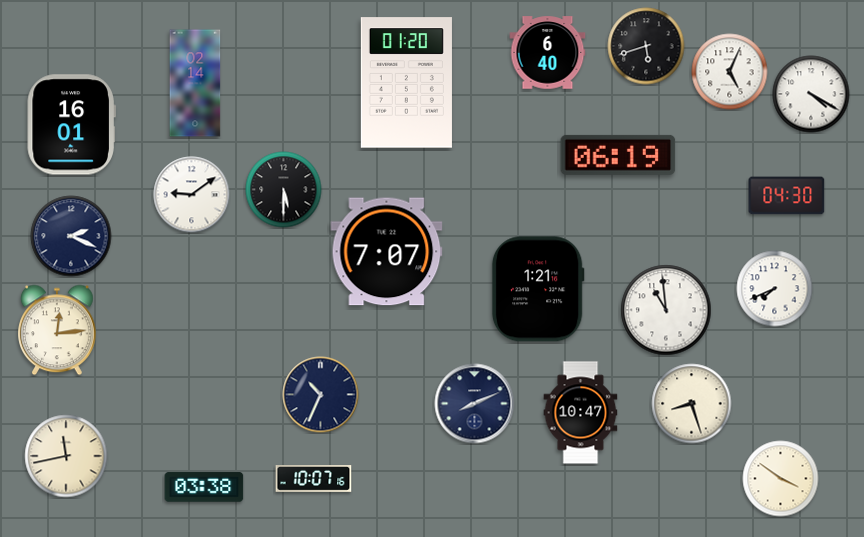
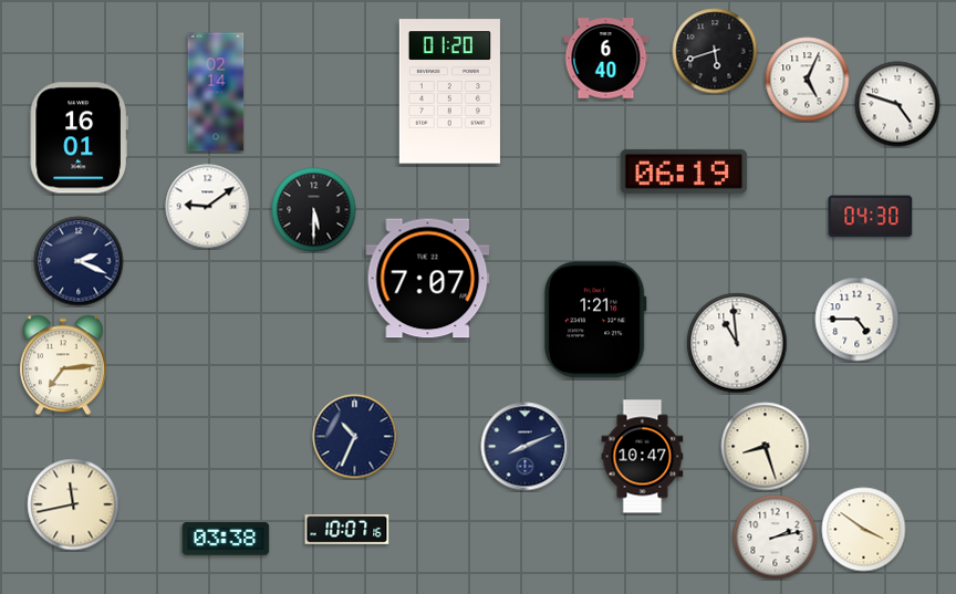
clock at (811, 94): 4:20 -> 4:48
clock at (192, 195) position: (192, 195) -> (208, 207)
clock at (775, 289): 7:41 -> 4:45
clock at (58, 330): 12:14 -> 7:14
clock at (776, 538): none -> 2:13
